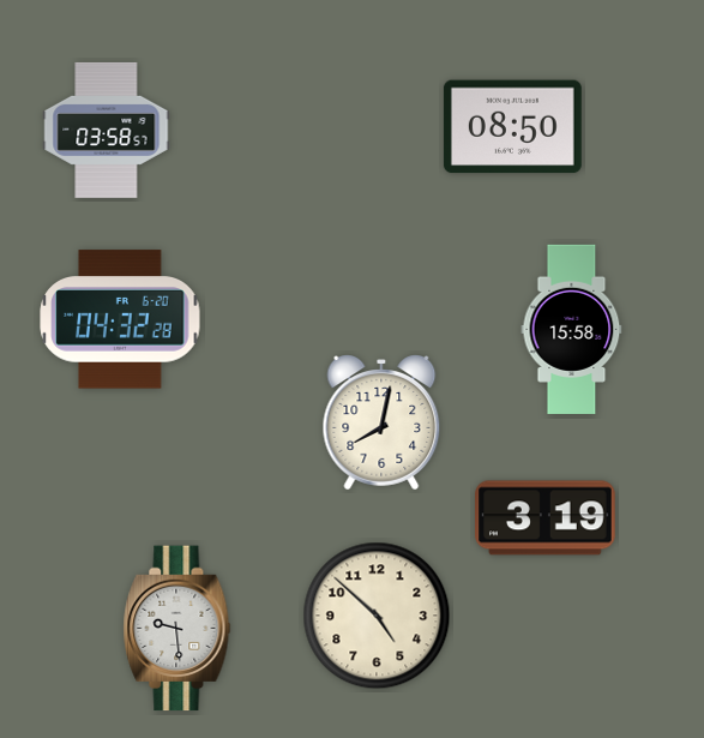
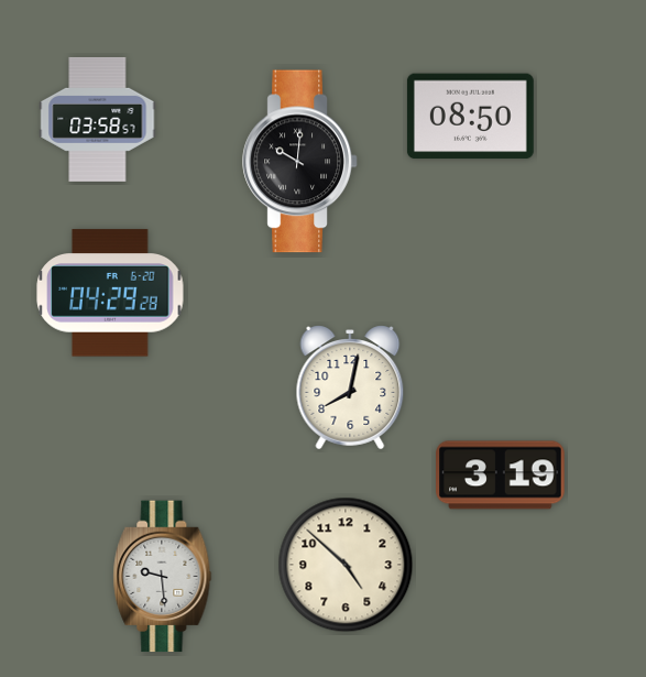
clock at (300, 162): none -> 10:01
clock at (120, 319): 04:32 -> 04:29
clock at (572, 329): 15:58 -> none
